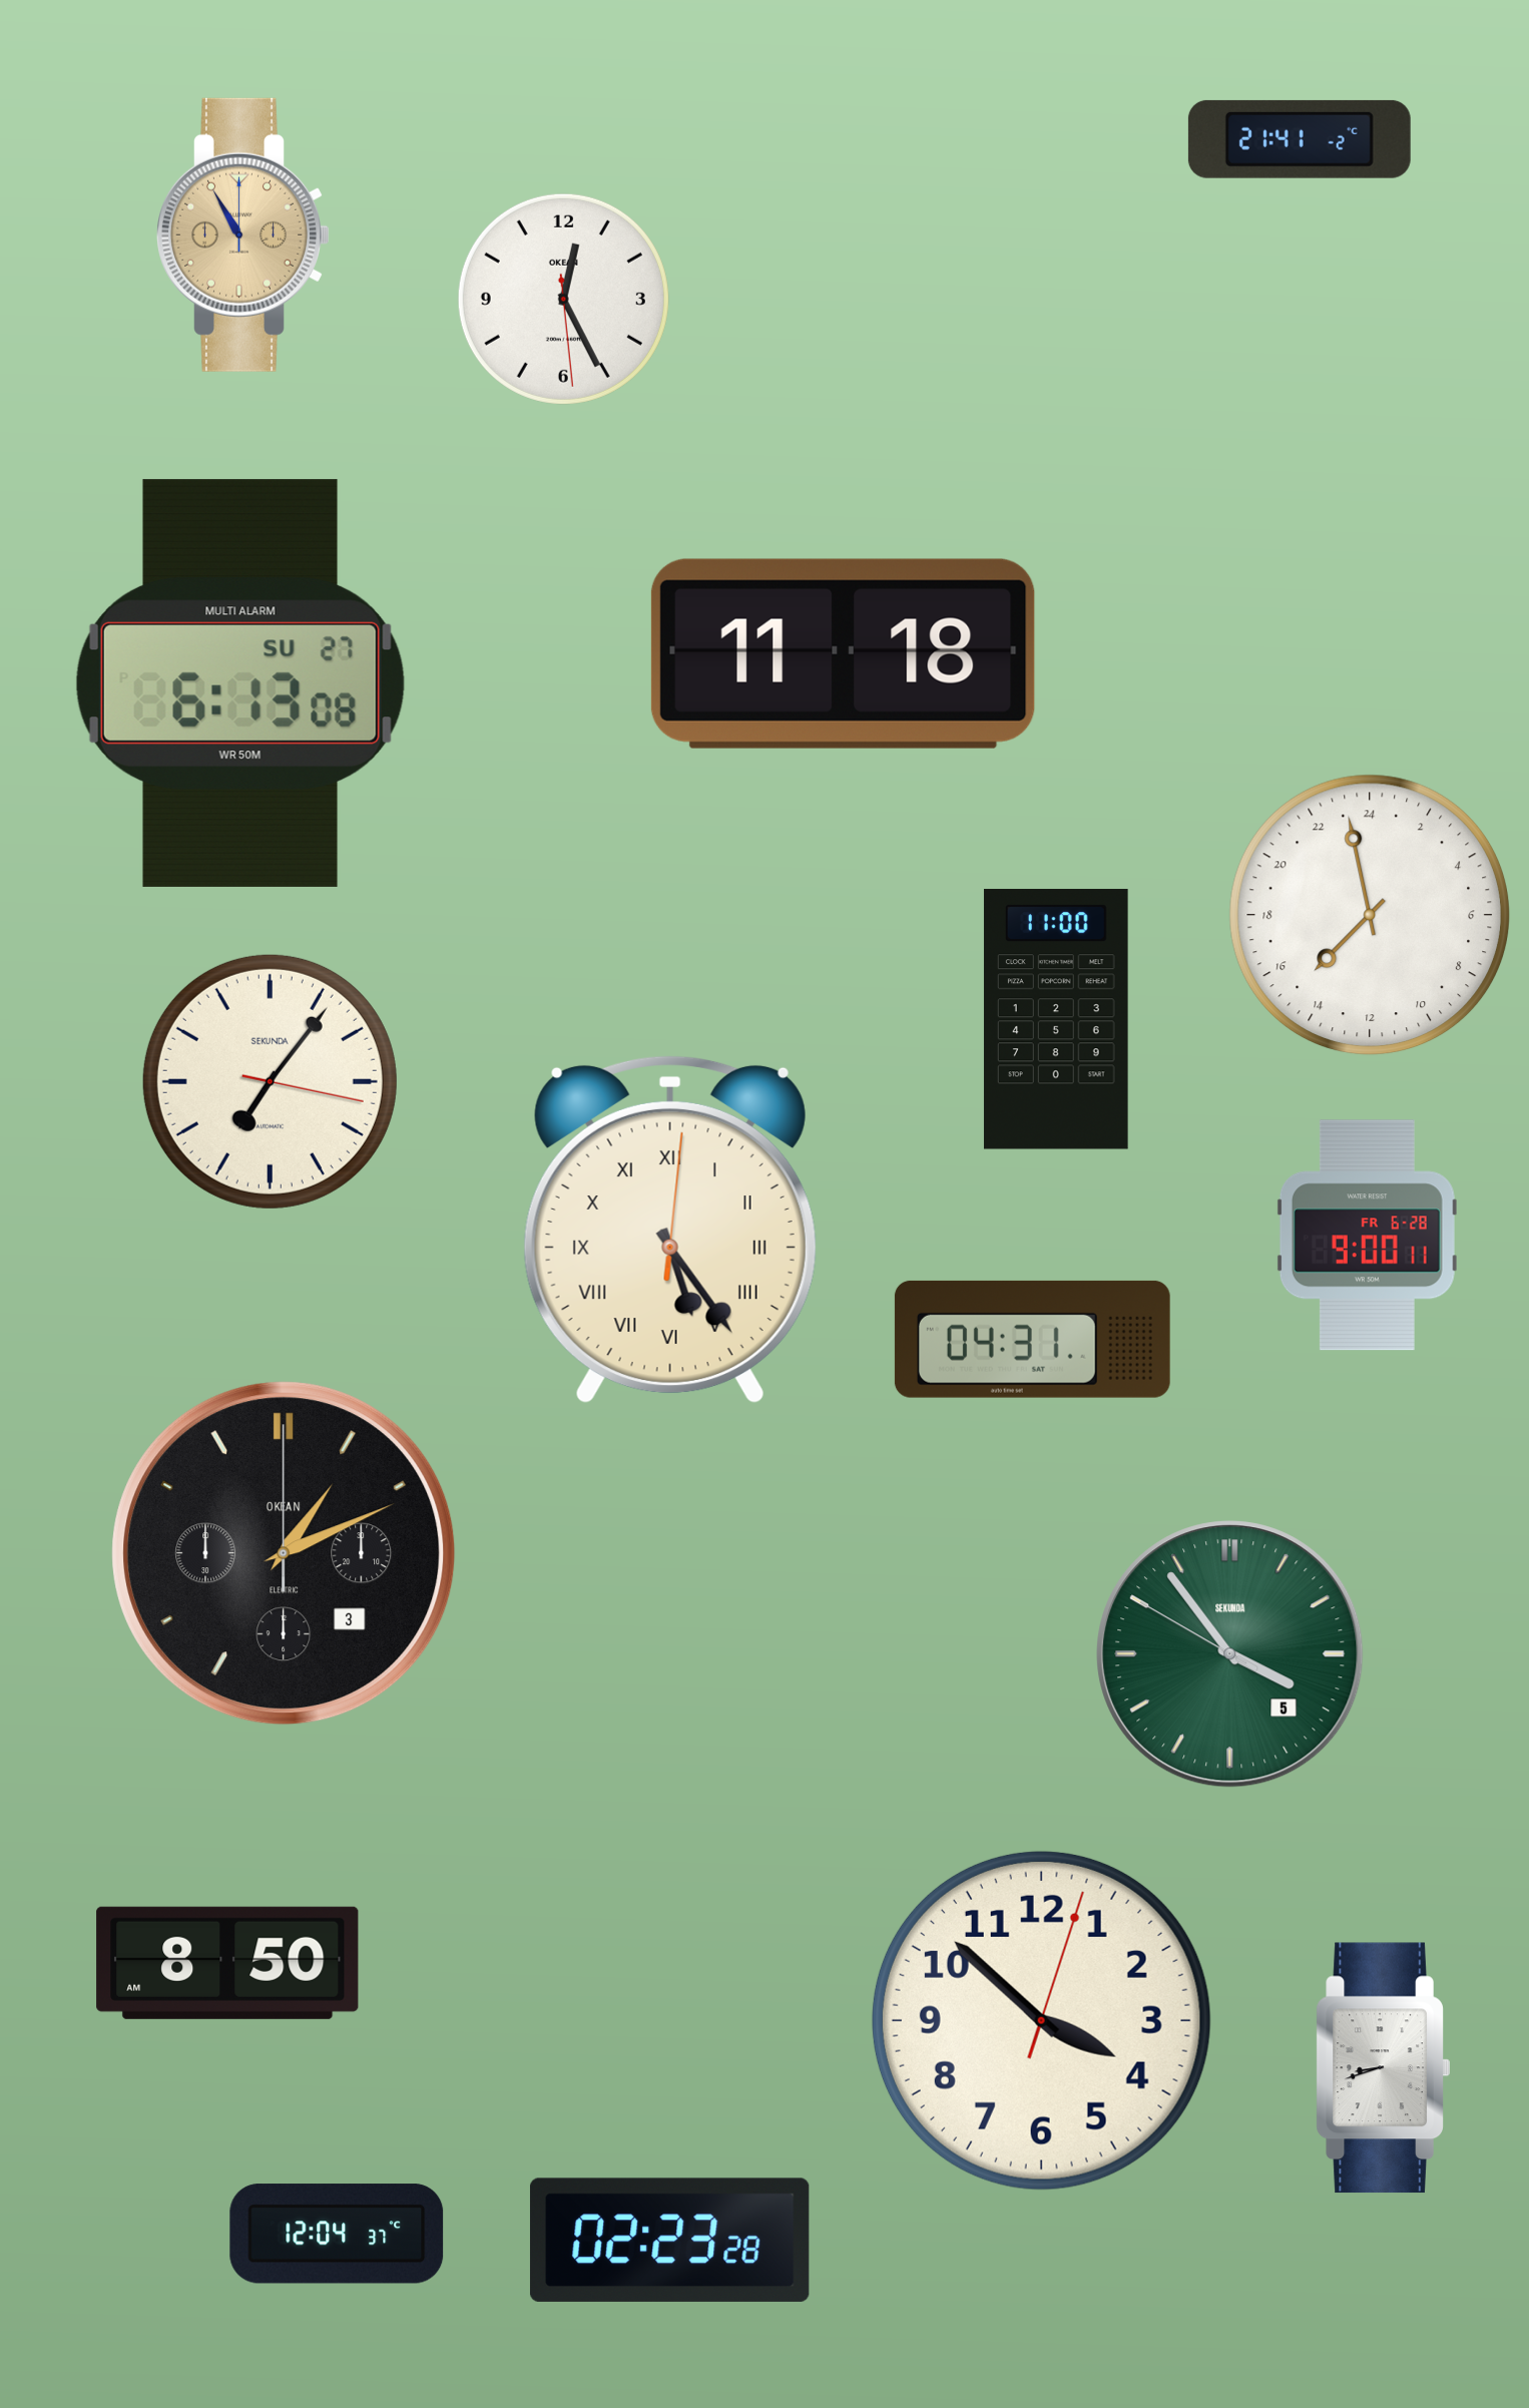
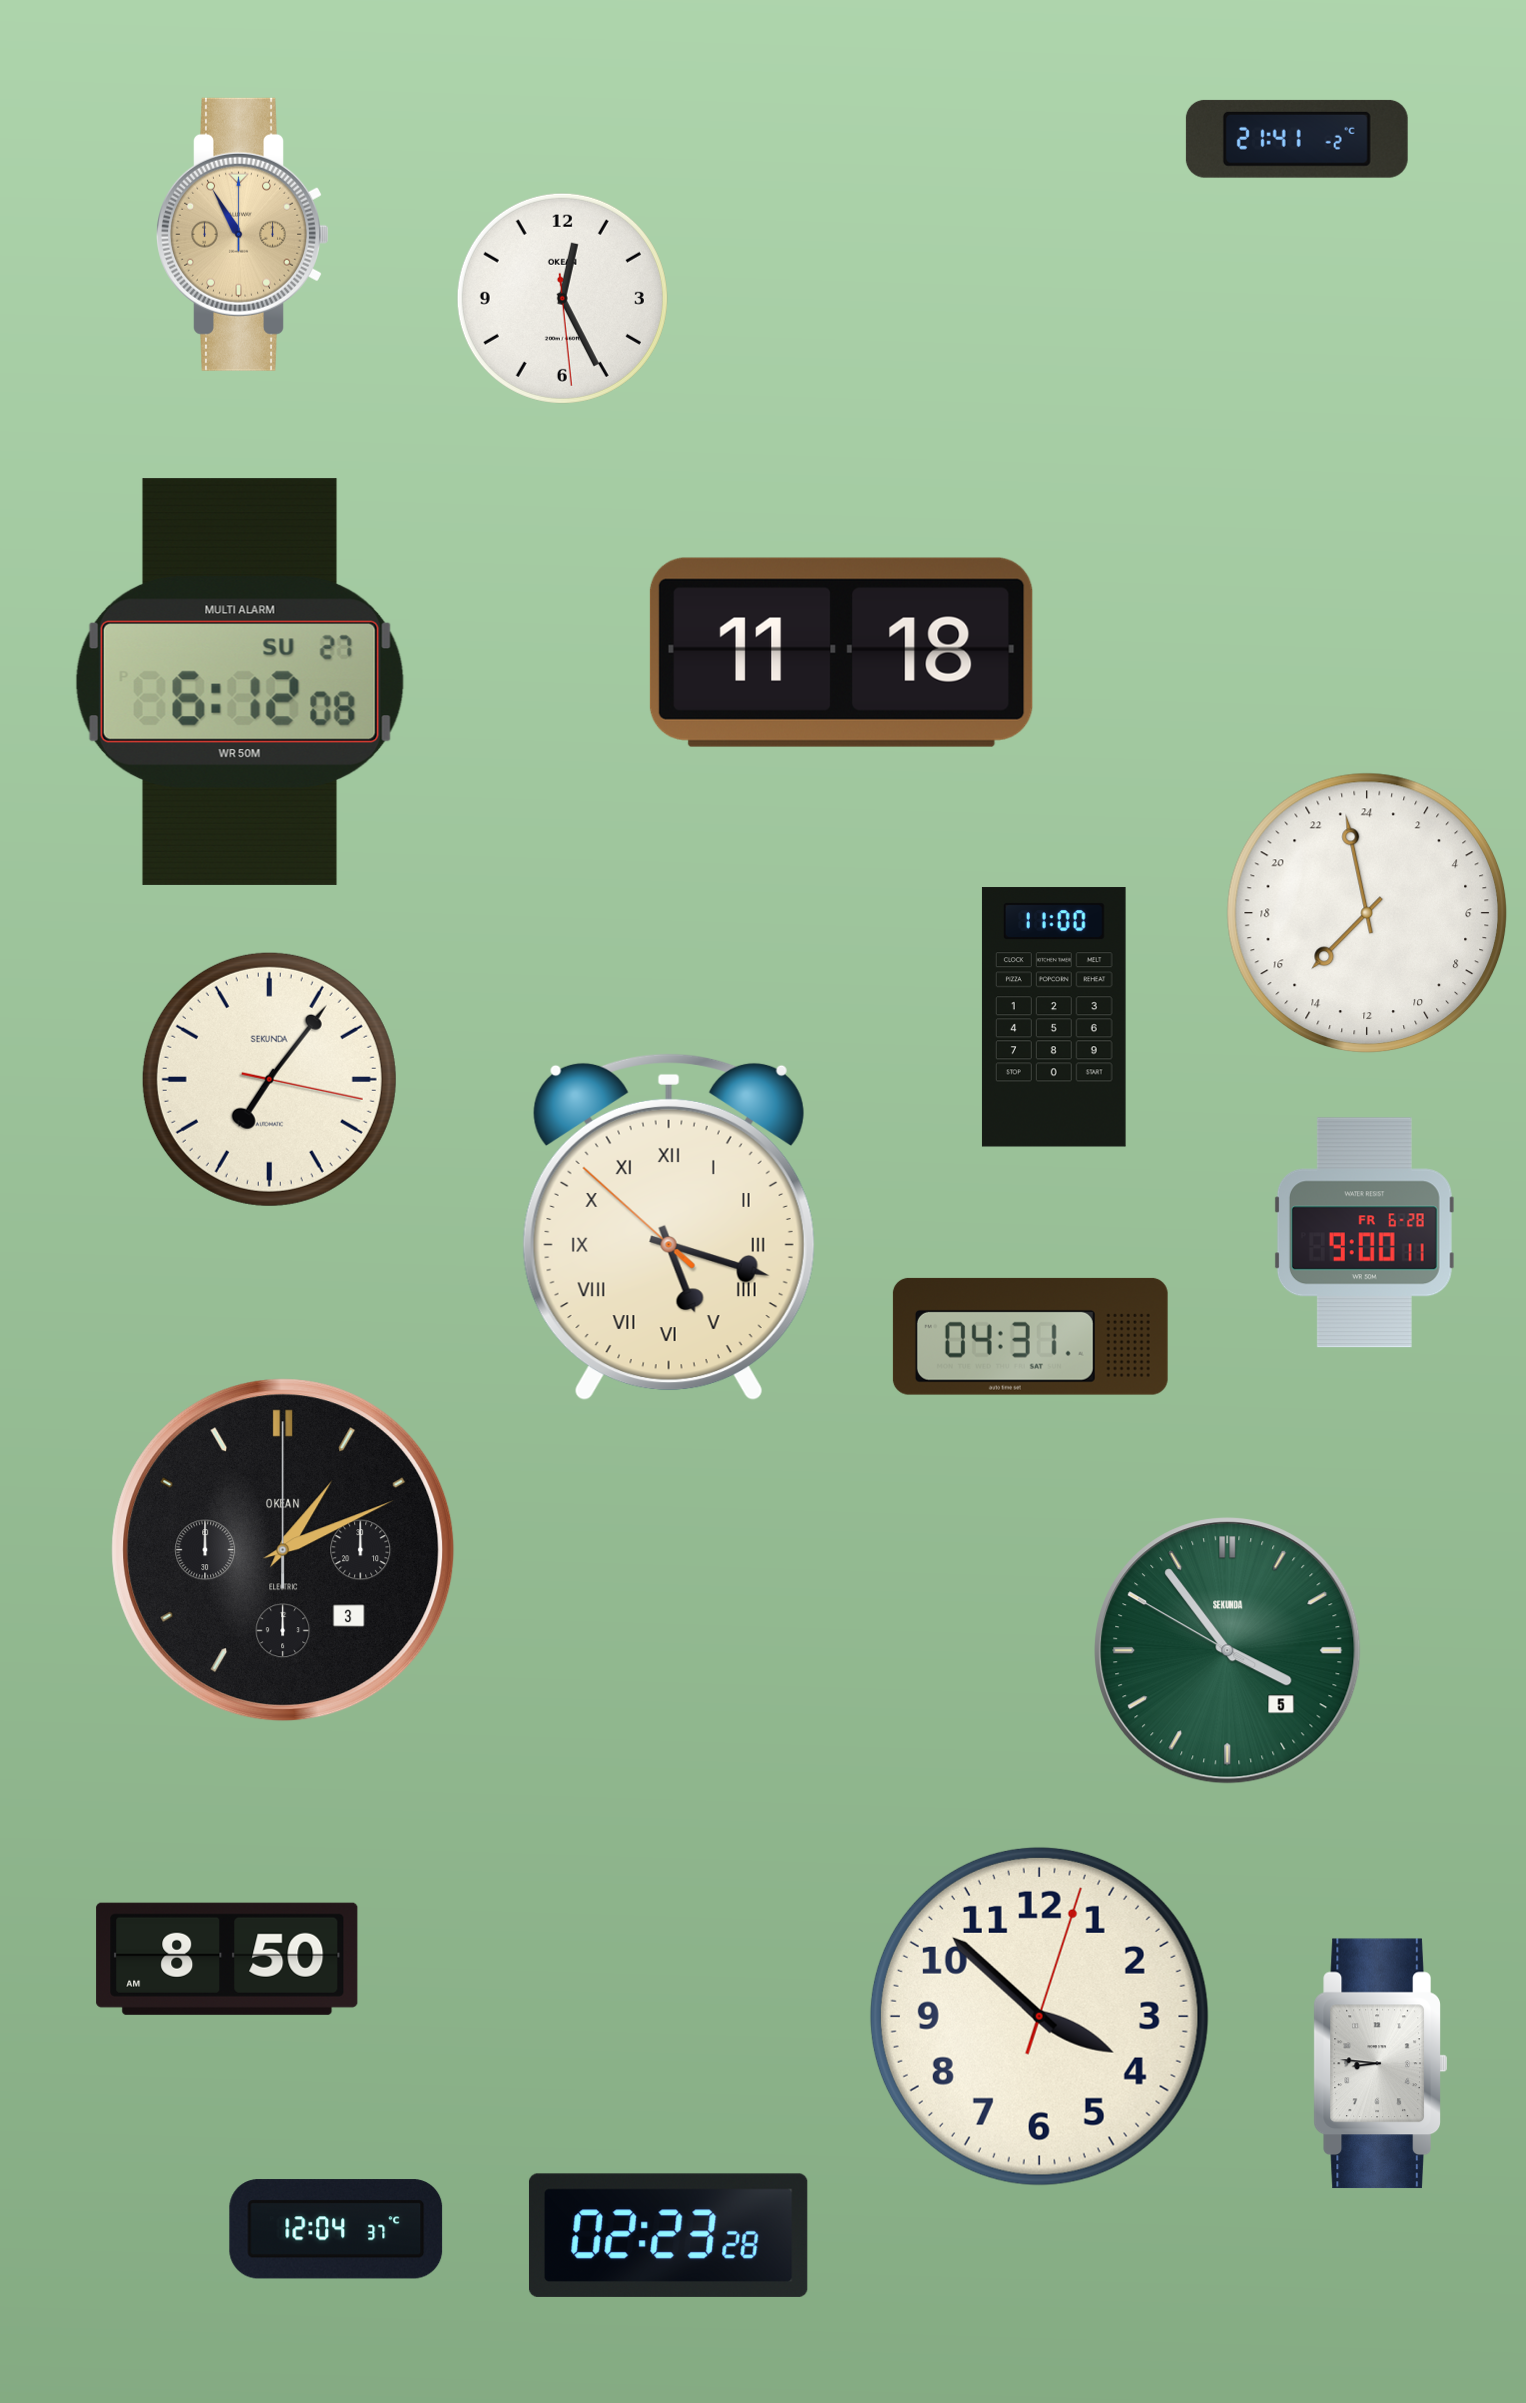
clock at (240, 683): 6:13 -> 6:12
clock at (670, 1230): 5:24 -> 5:17
clock at (1383, 2068): 8:42 -> 8:46
